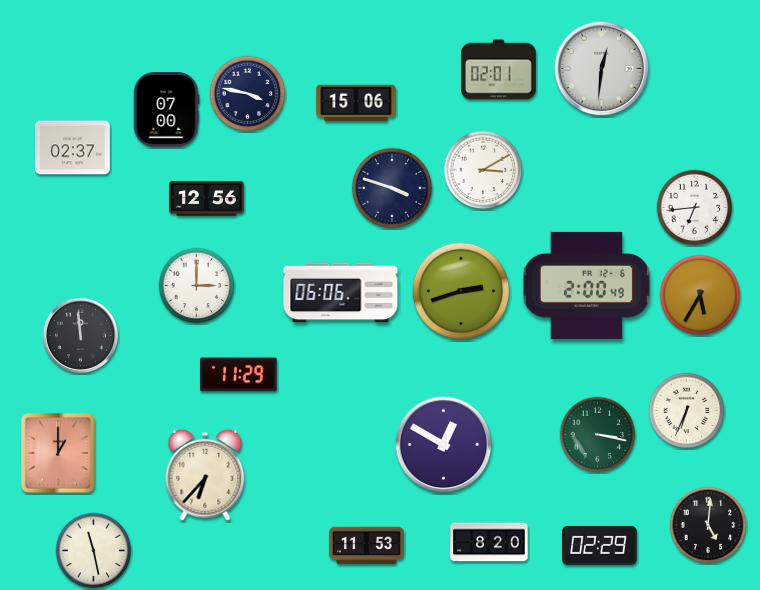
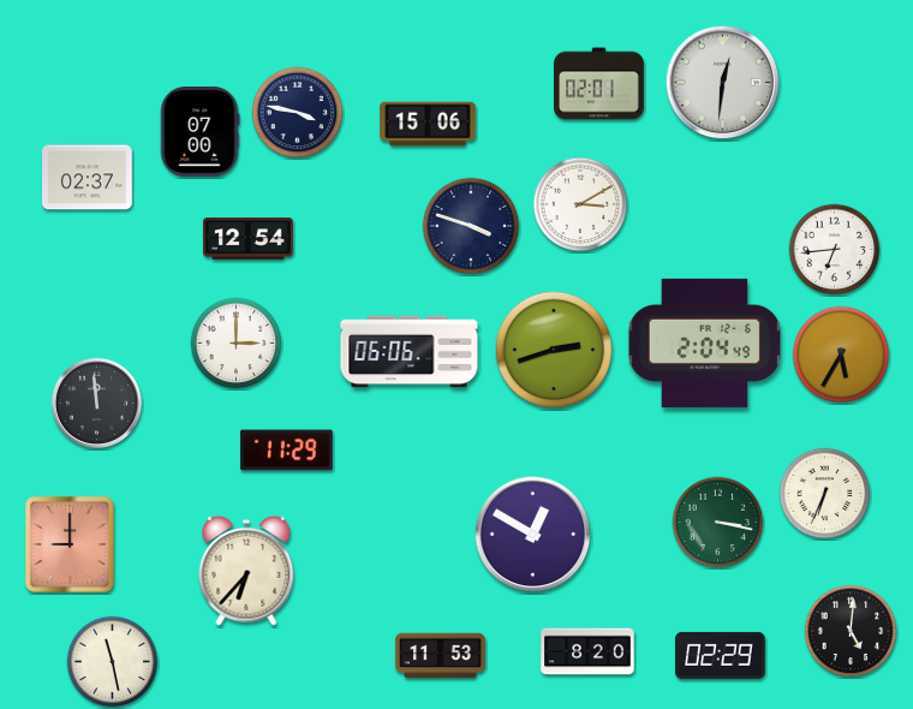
clock at (207, 199): 12:56 -> 12:54
clock at (587, 285): 2:00 -> 2:04
clock at (59, 454): 1:00 -> 9:00
